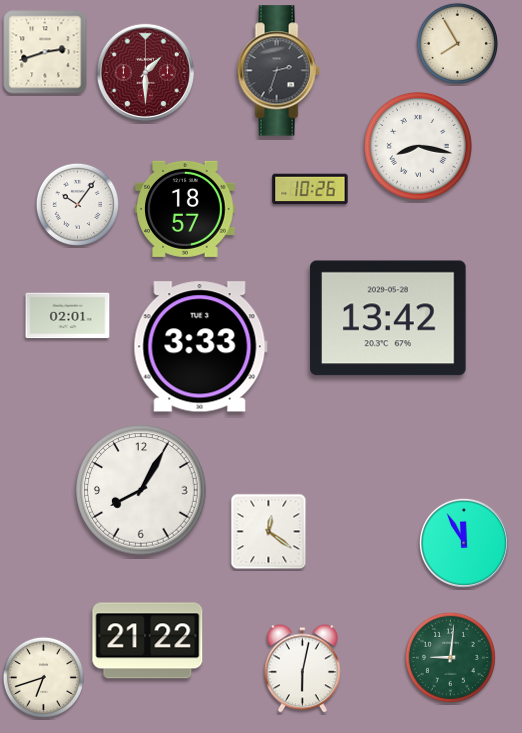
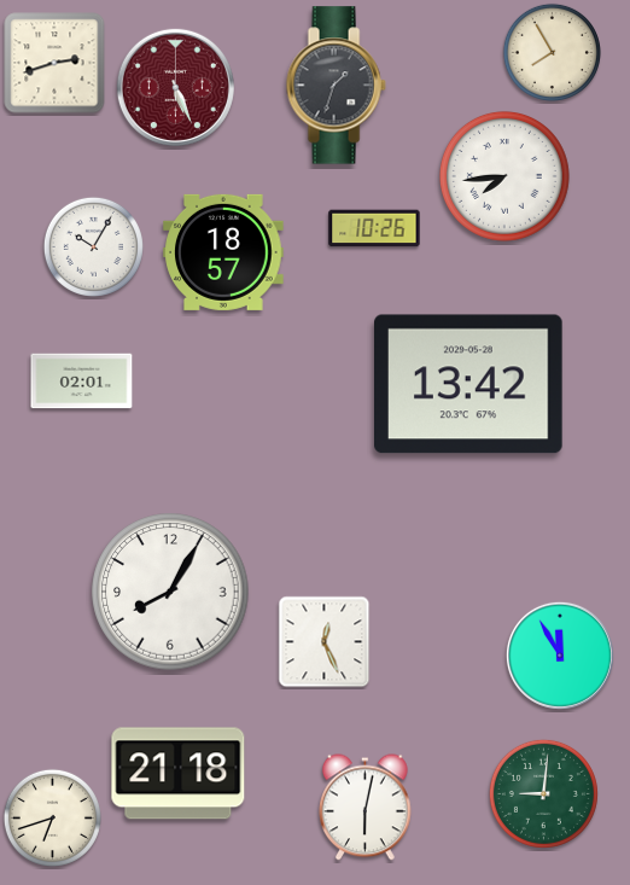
clock at (278, 71): 2:33 -> 1:33
clock at (145, 72): 1:30 -> 5:26
clock at (418, 146): 8:17 -> 7:44
clock at (77, 204): 10:06 -> 10:05
clock at (200, 347): 3:33 -> none
clock at (269, 532): 12:21 -> 12:26
clock at (148, 641): 21:22 -> 21:18
